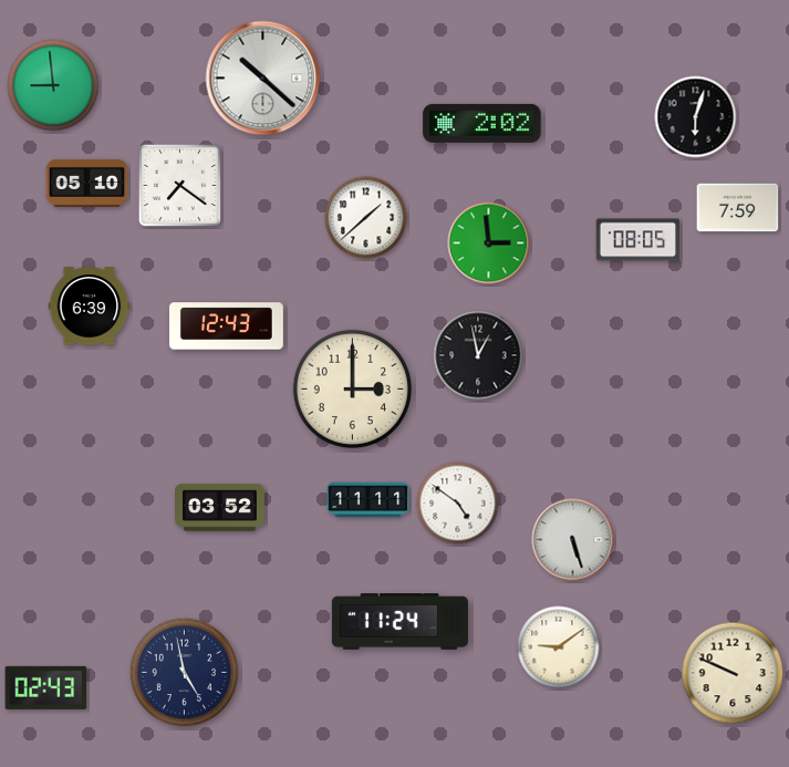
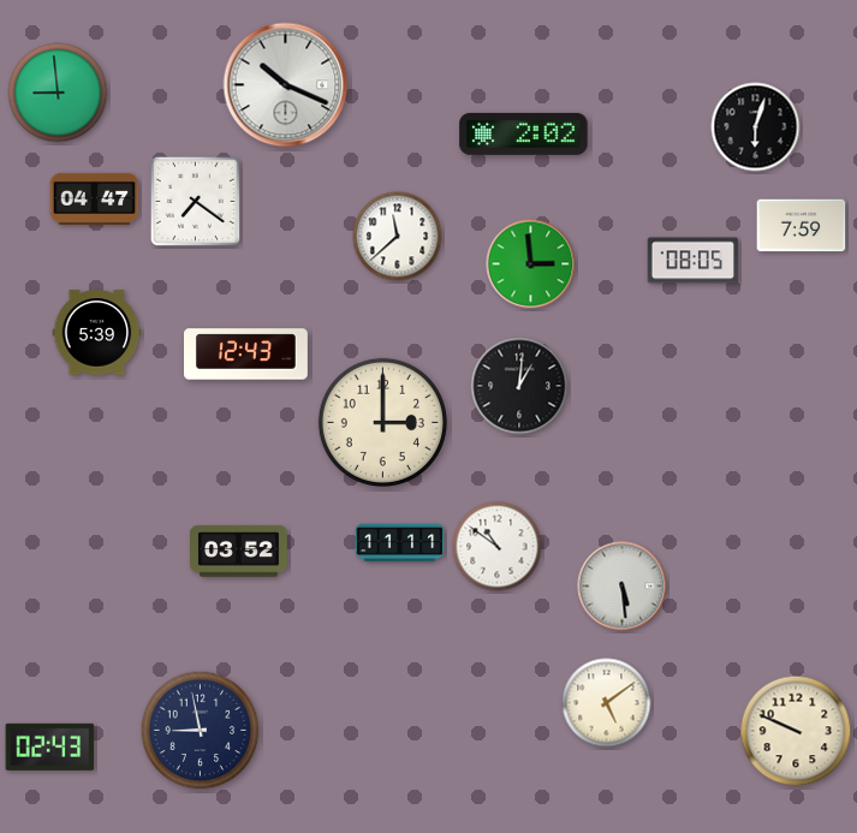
clock at (263, 79): 10:22 -> 10:19
clock at (87, 183): 05:10 -> 04:47
clock at (366, 218): 1:38 -> 11:38
clock at (90, 307): 6:39 -> 5:39
clock at (478, 355): 12:58 -> 1:01
clock at (458, 504): 4:51 -> 10:51
clock at (573, 540): 5:27 -> 5:29
clock at (399, 622): 11:24 -> none
clock at (559, 647): 9:09 -> 5:09
clock at (185, 673): 4:58 -> 8:58
